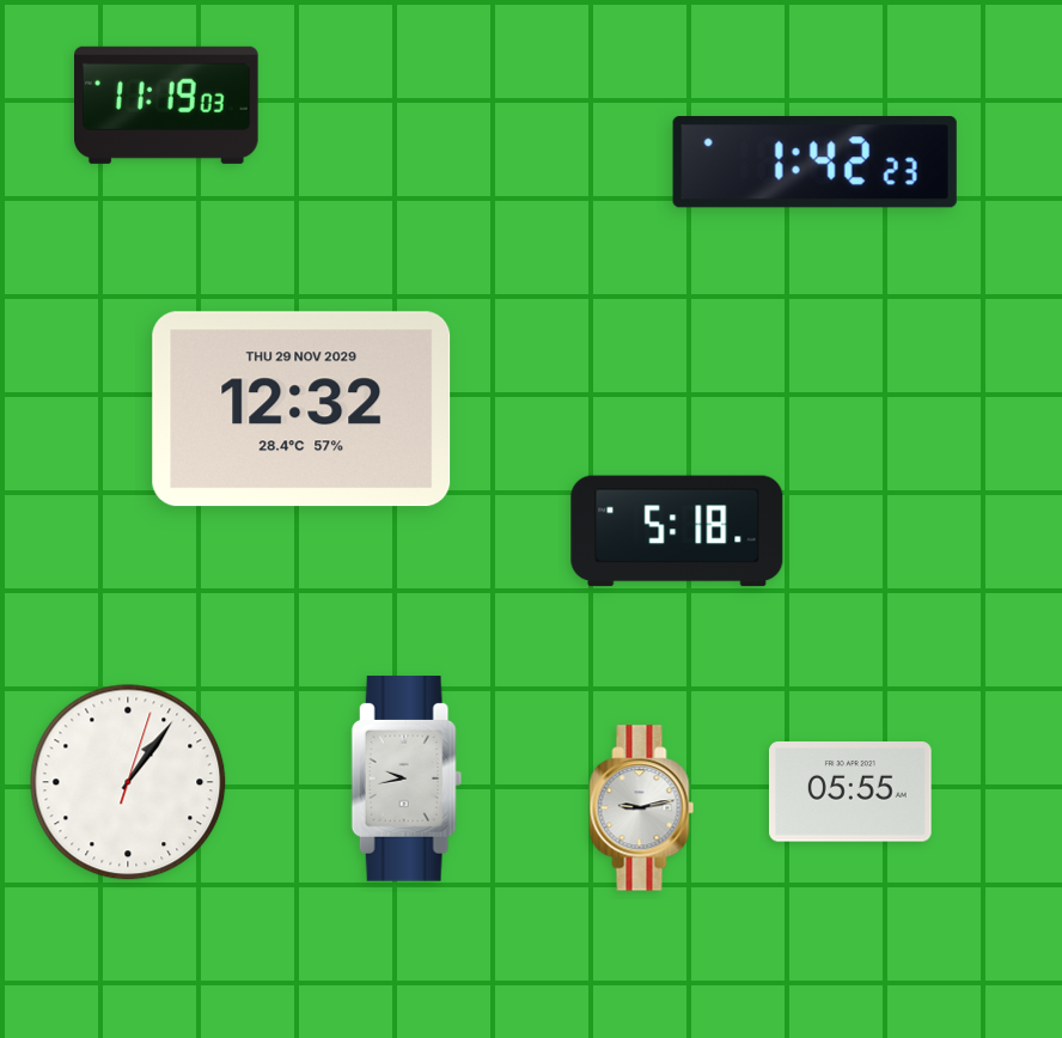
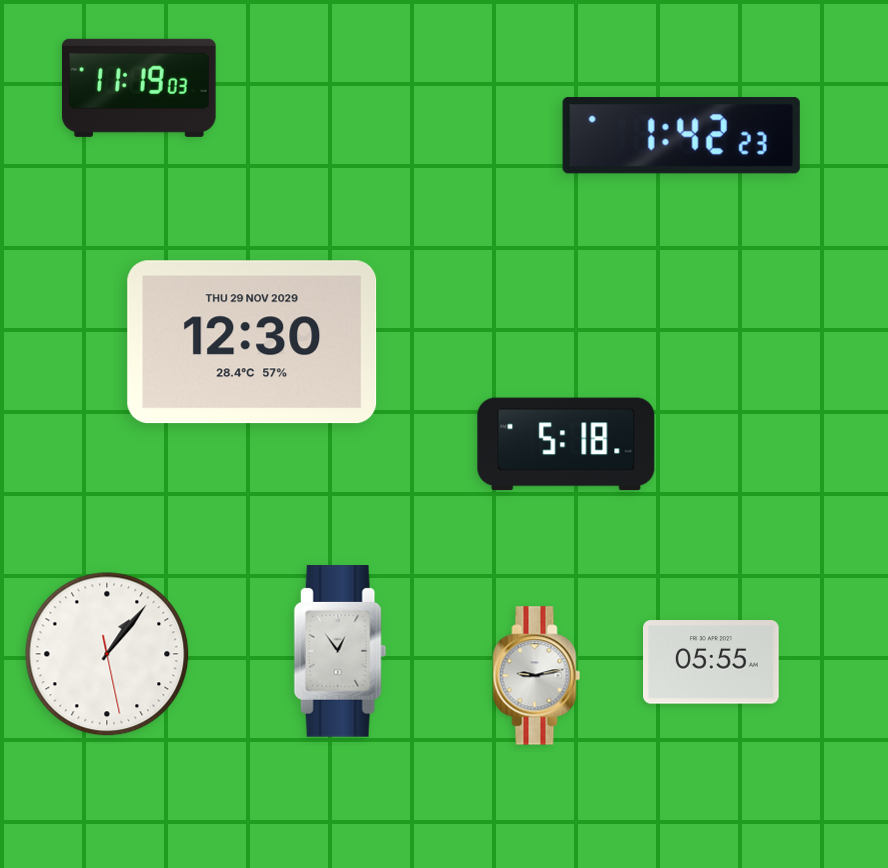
clock at (301, 409): 12:32 -> 12:30
clock at (407, 778): 9:43 -> 12:54
clock at (128, 782): 1:06:03 -> 1:06:28
